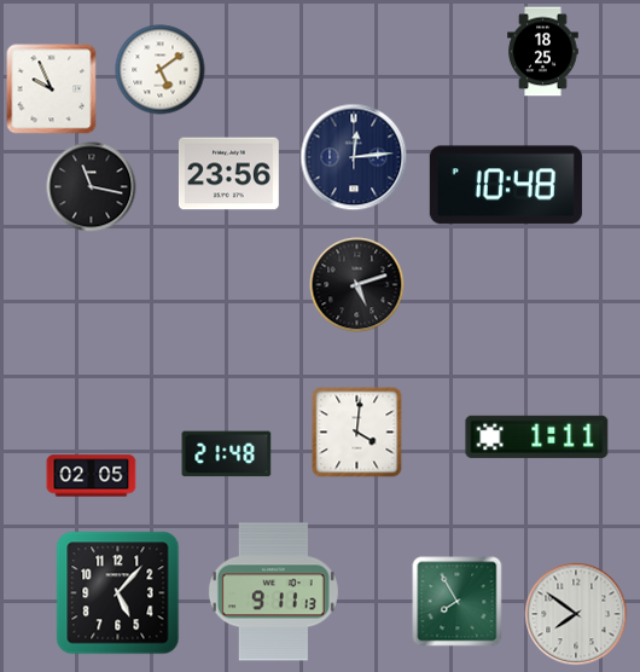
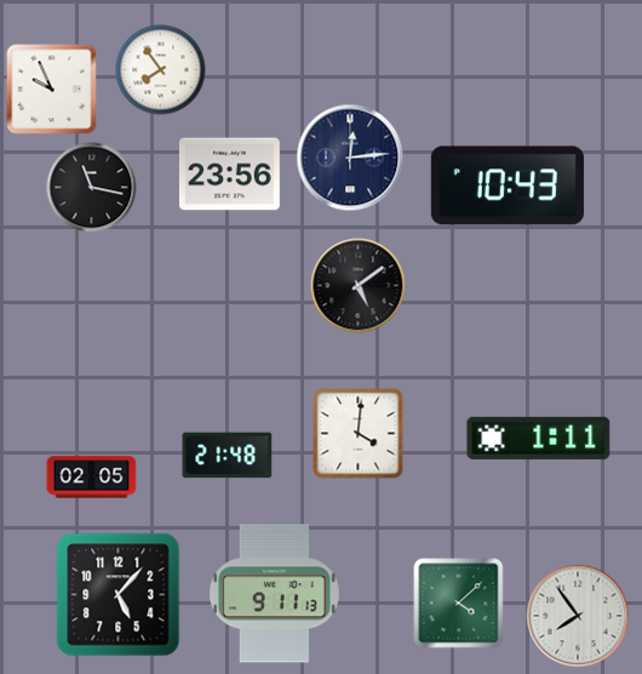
clock at (543, 52): 18:25 -> none
clock at (161, 70): 5:09 -> 7:54
clock at (354, 157) position: (354, 157) -> (350, 158)
clock at (506, 185): 10:48 -> 10:43
clock at (357, 285): 5:12 -> 5:09
clock at (458, 602): 7:55 -> 4:08
clock at (576, 614): 7:51 -> 7:54
